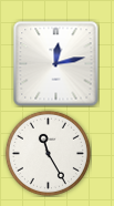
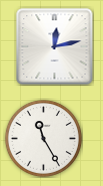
clock at (56, 64) position: (56, 64) -> (55, 47)
